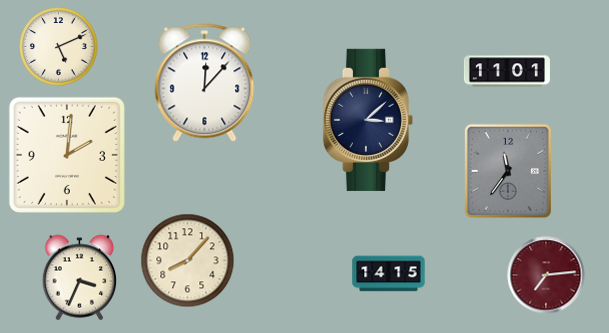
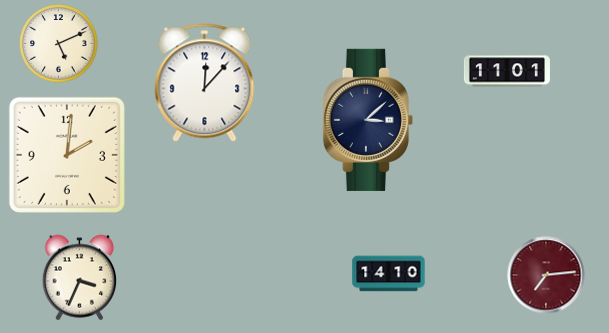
clock at (59, 47) position: (59, 47) -> (59, 44)
clock at (508, 171): 11:36 -> none
clock at (188, 261): 8:07 -> none
clock at (389, 274): 14:15 -> 14:10
